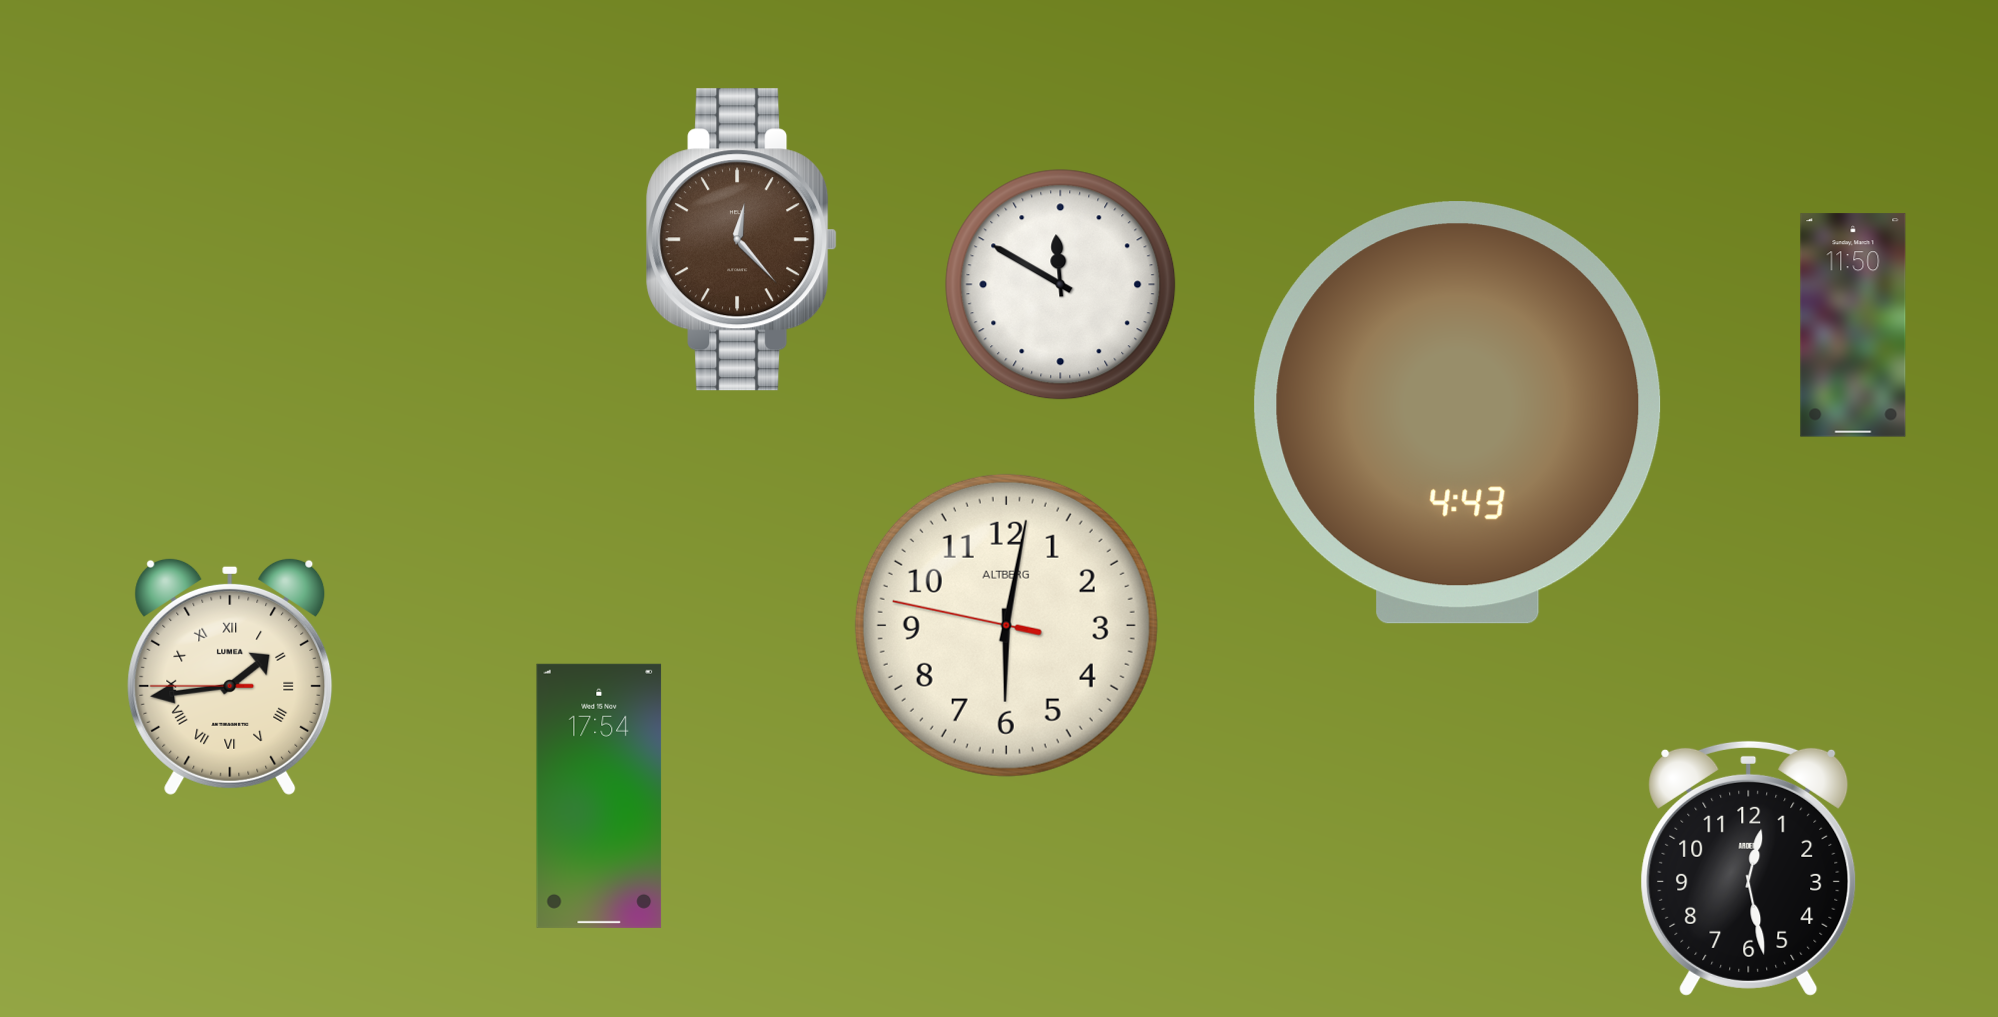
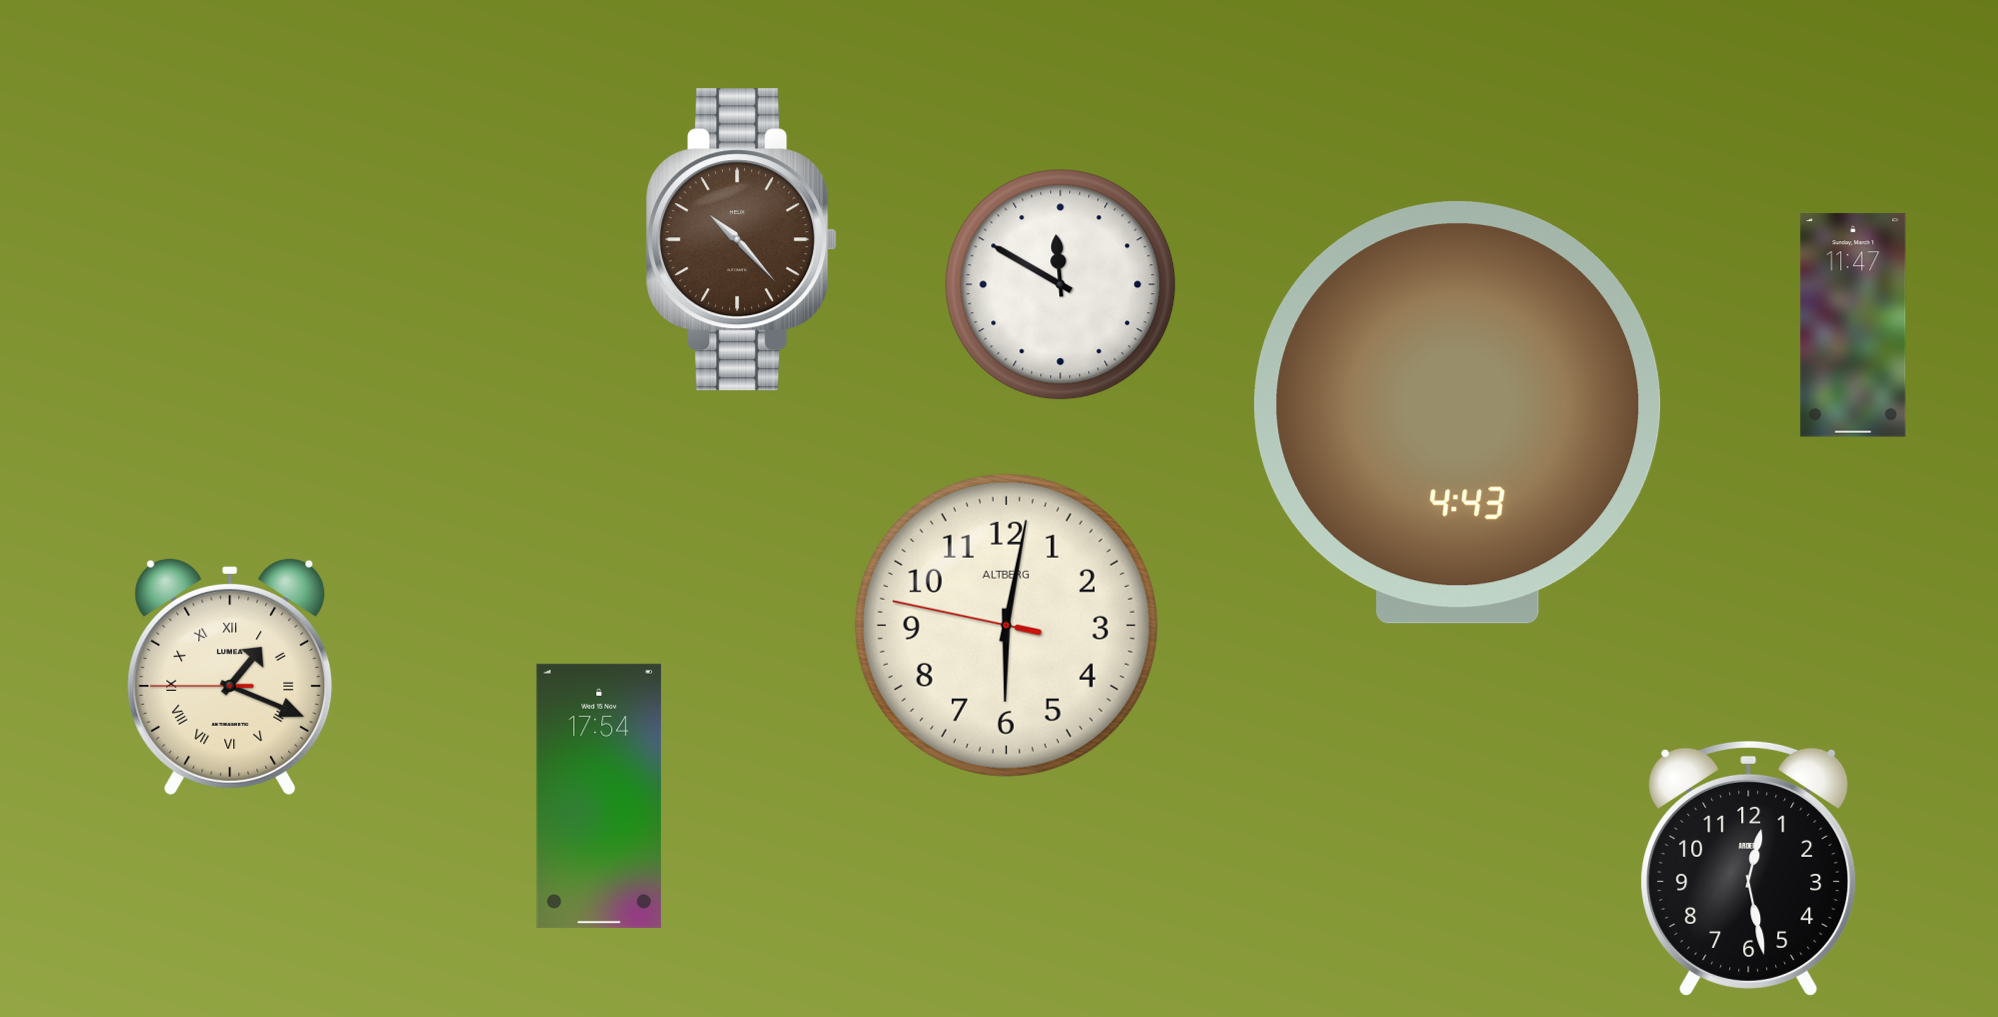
clock at (742, 240): 12:23 -> 10:23
clock at (1853, 325): 11:50 -> 11:47
clock at (230, 676): 1:43 -> 1:18
